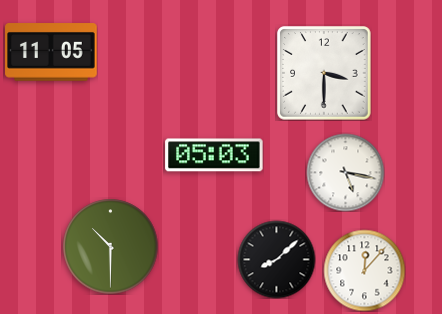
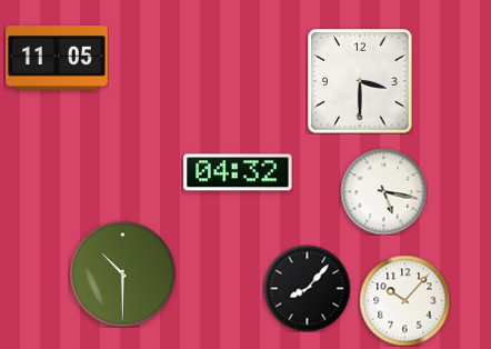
clock at (214, 155): 05:03 -> 04:32
clock at (276, 259): 8:08 -> 8:07
clock at (364, 270): 12:07 -> 10:07
